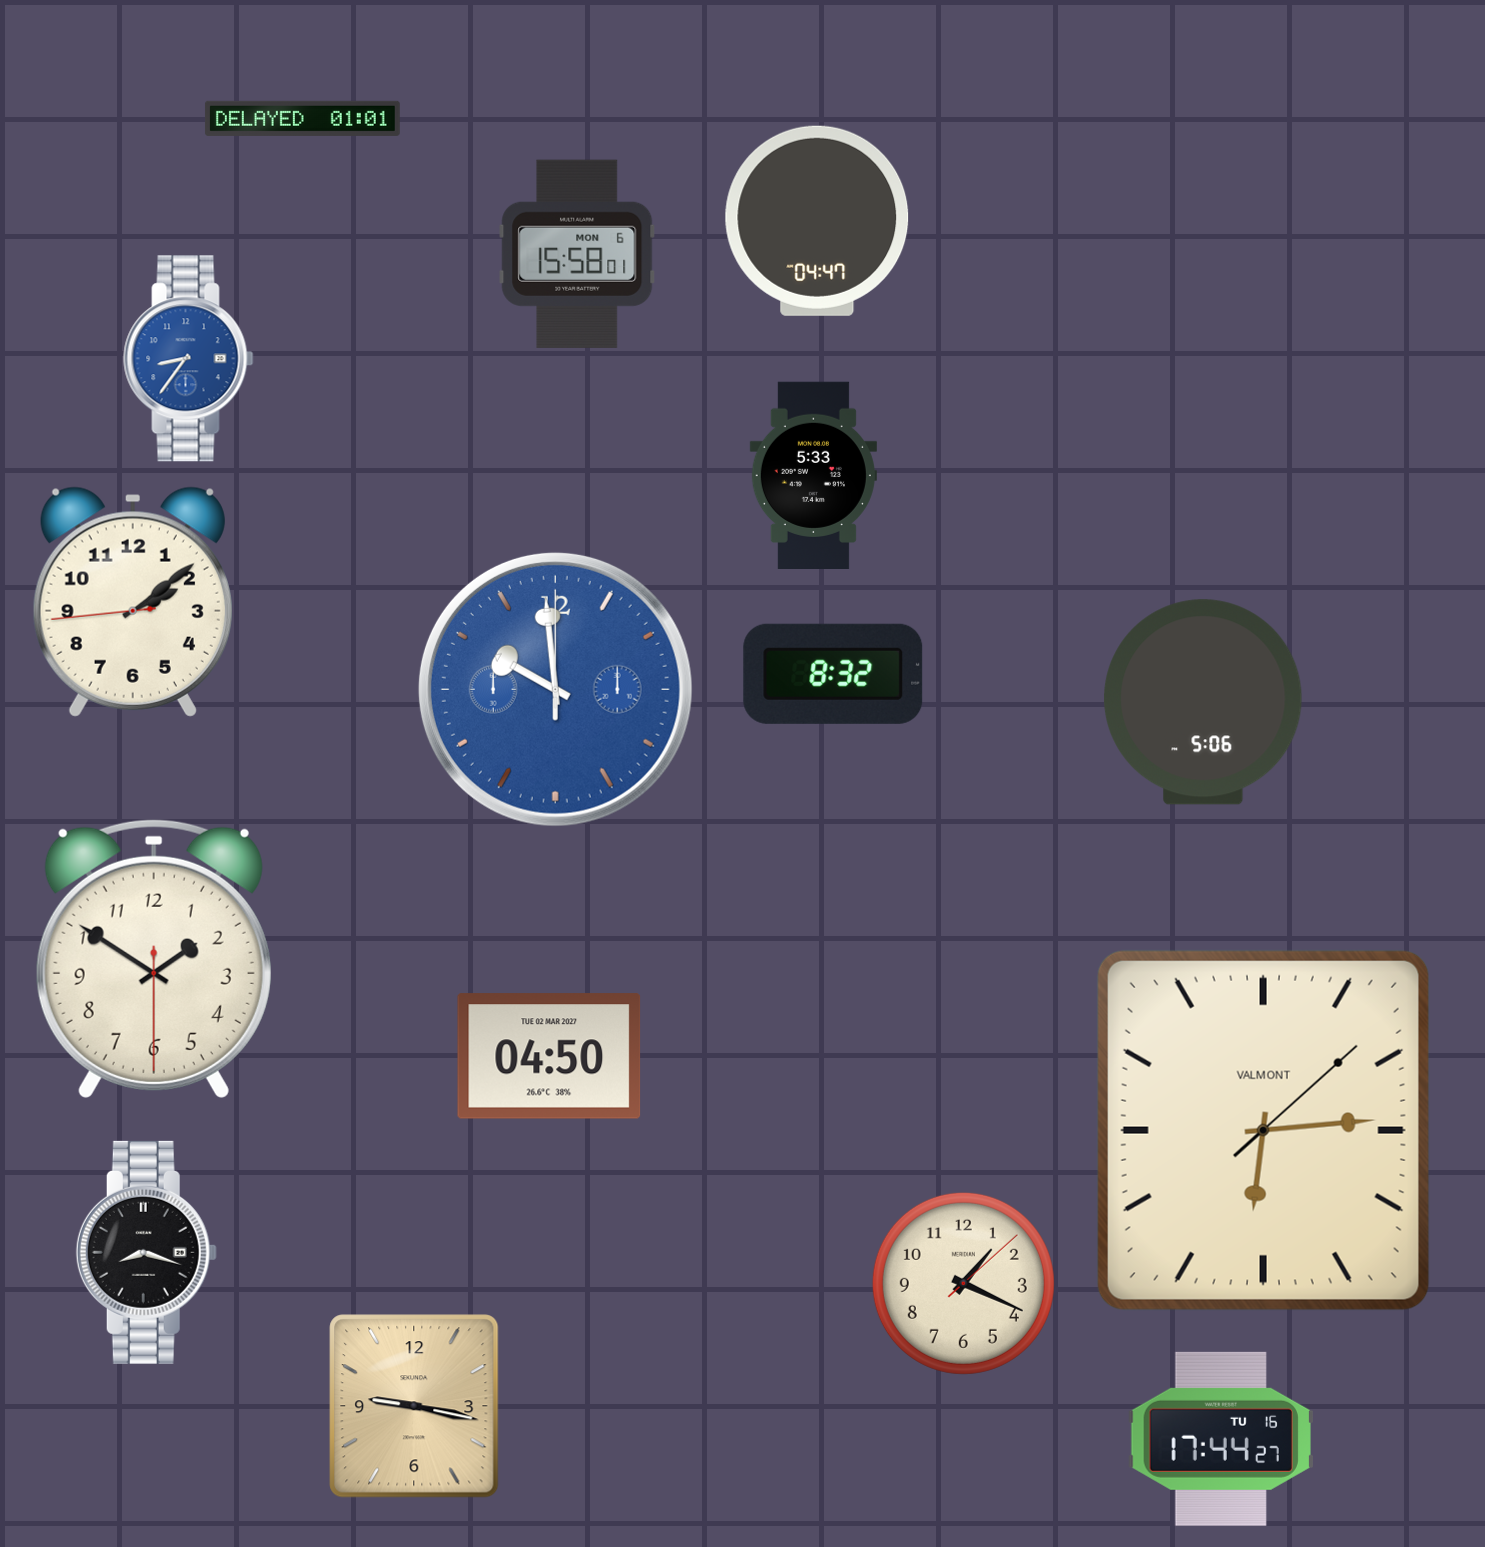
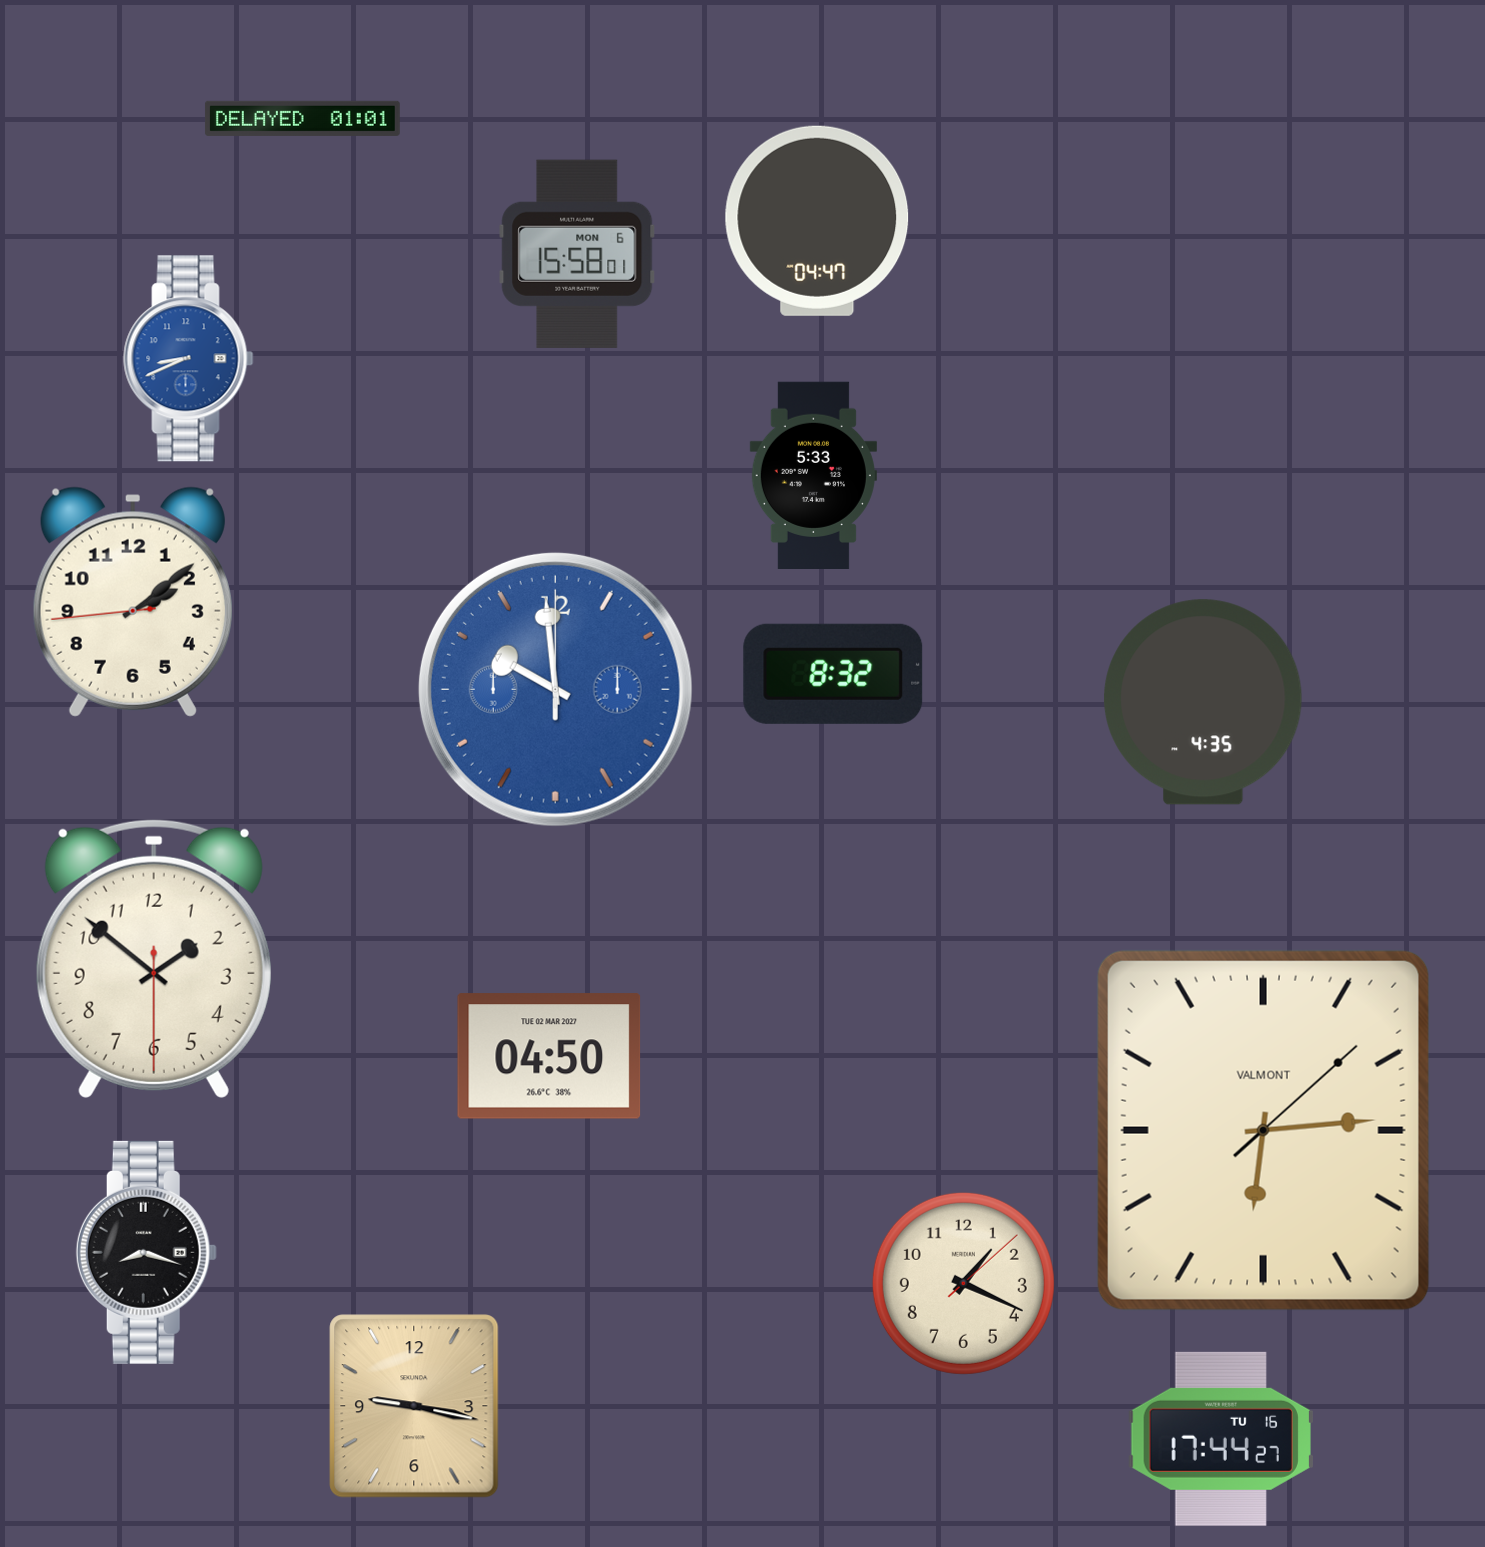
clock at (189, 359): 8:36 -> 8:41
clock at (1203, 702): 5:06 -> 4:35
clock at (154, 958): 1:50 -> 1:51
